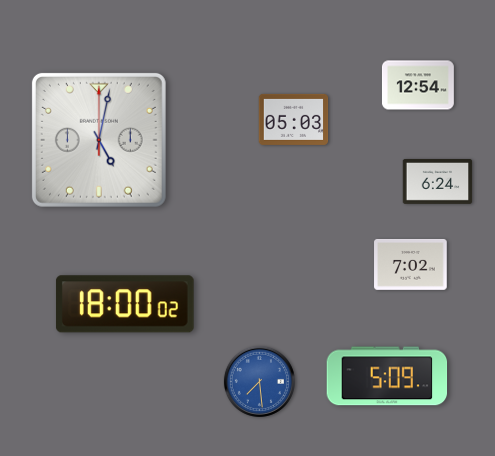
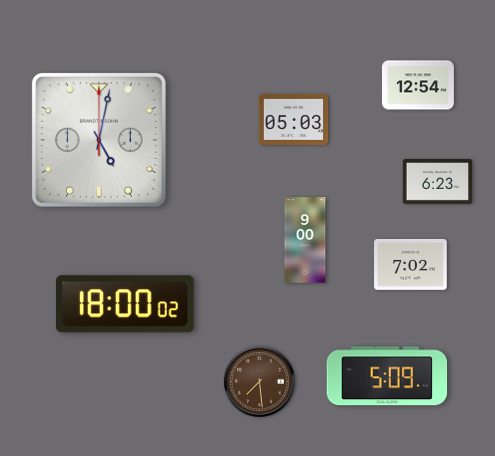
clock at (438, 182): 6:24 -> 6:23
clock at (305, 240): none -> 9:00
clock at (259, 381) dial: blue -> brown
